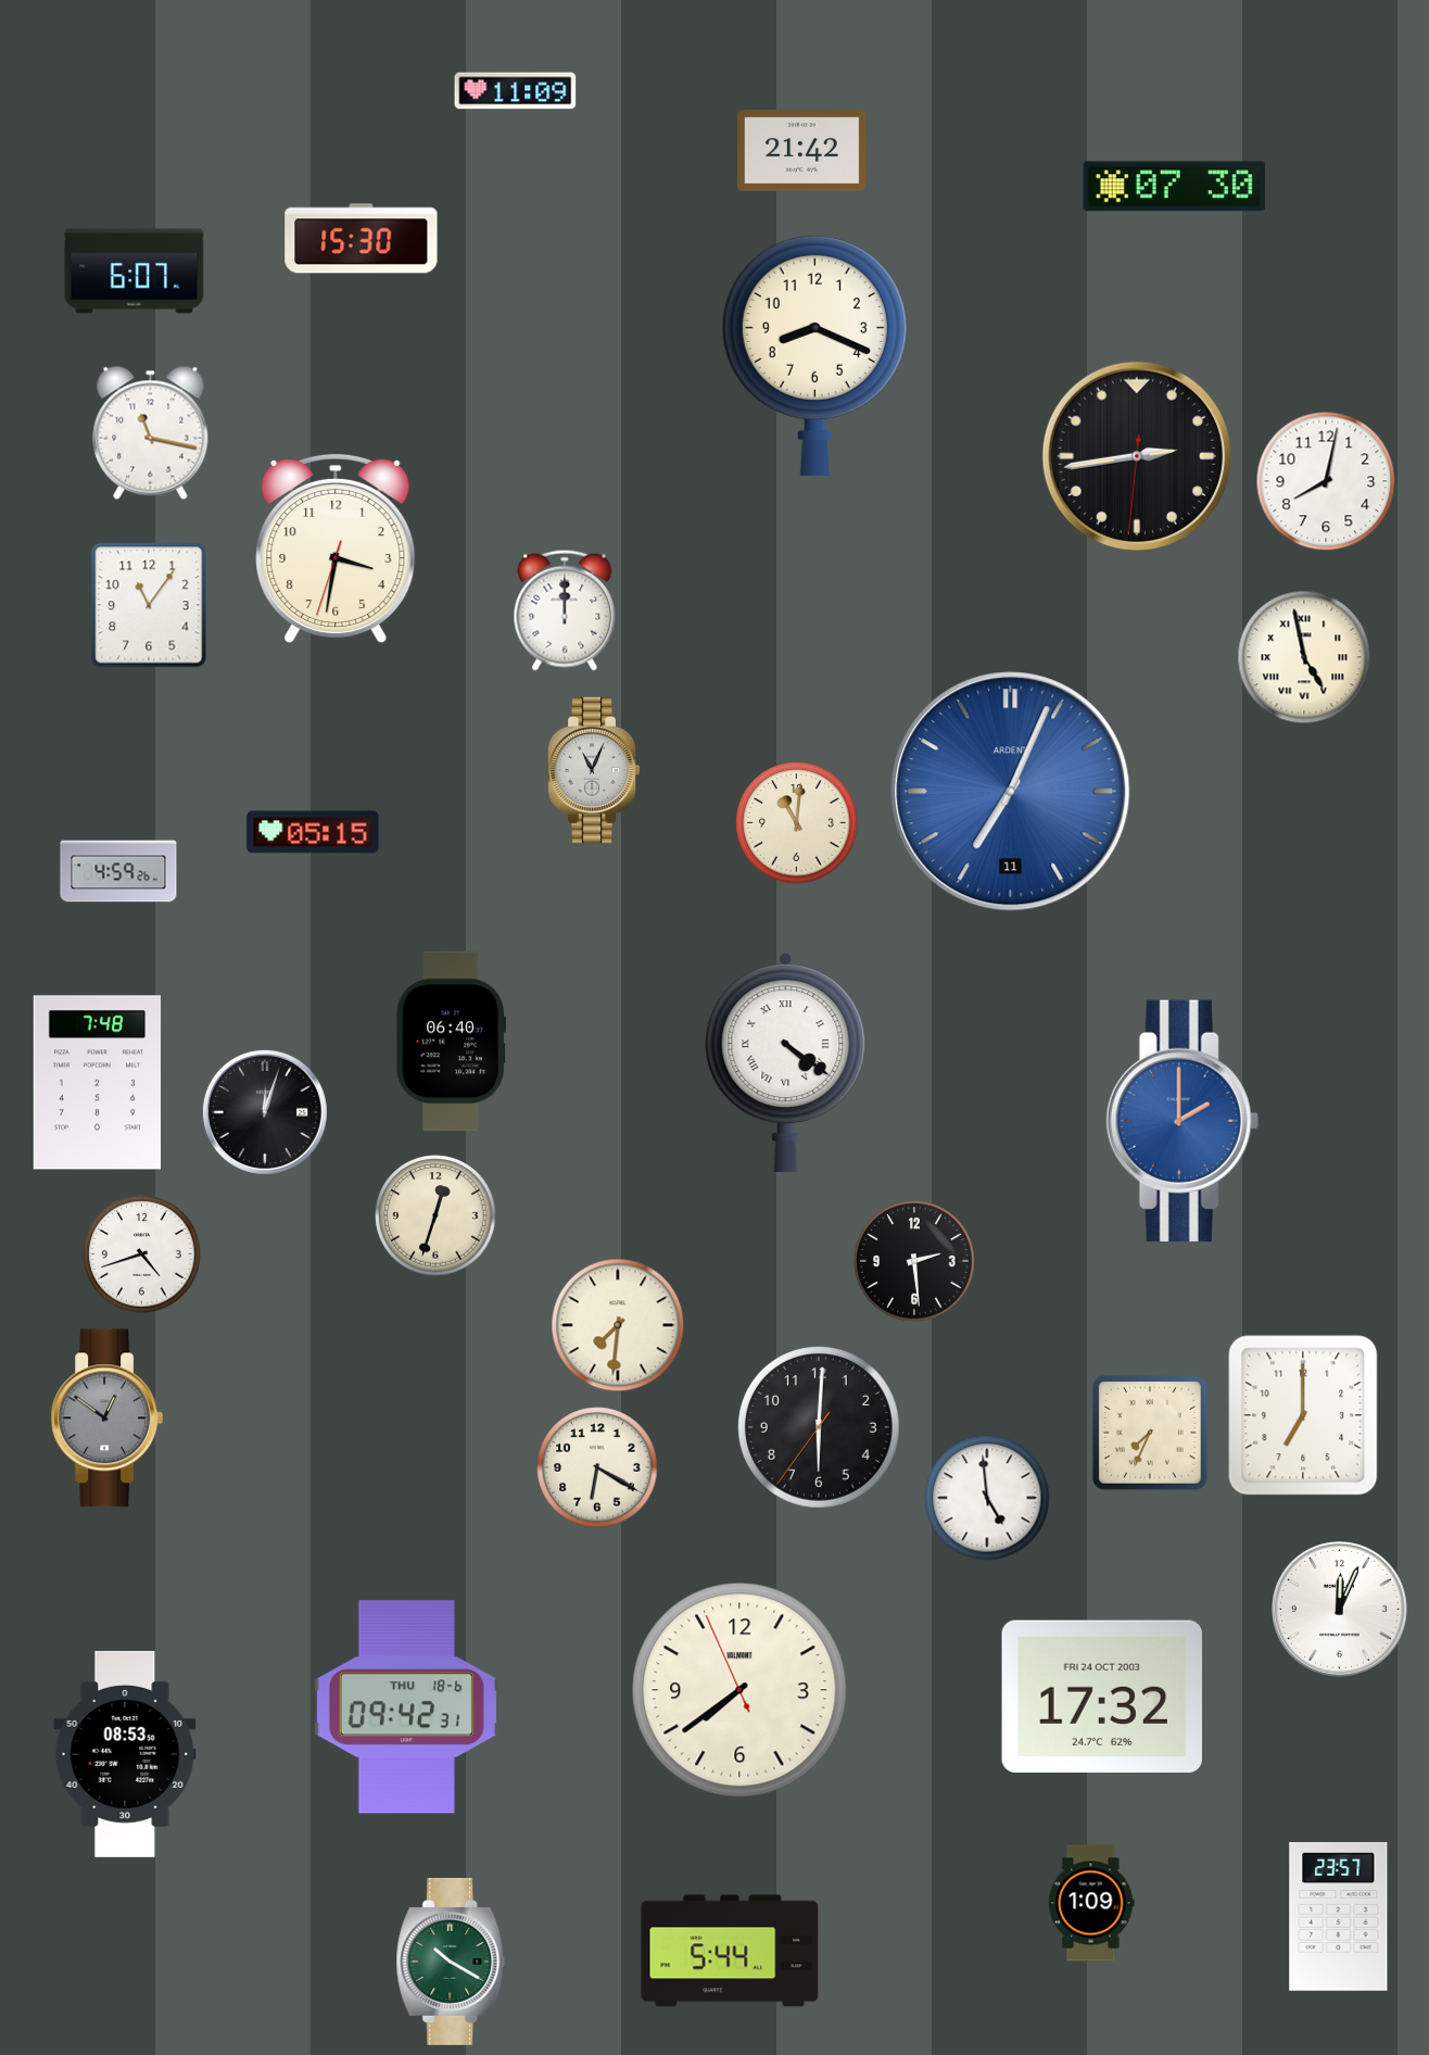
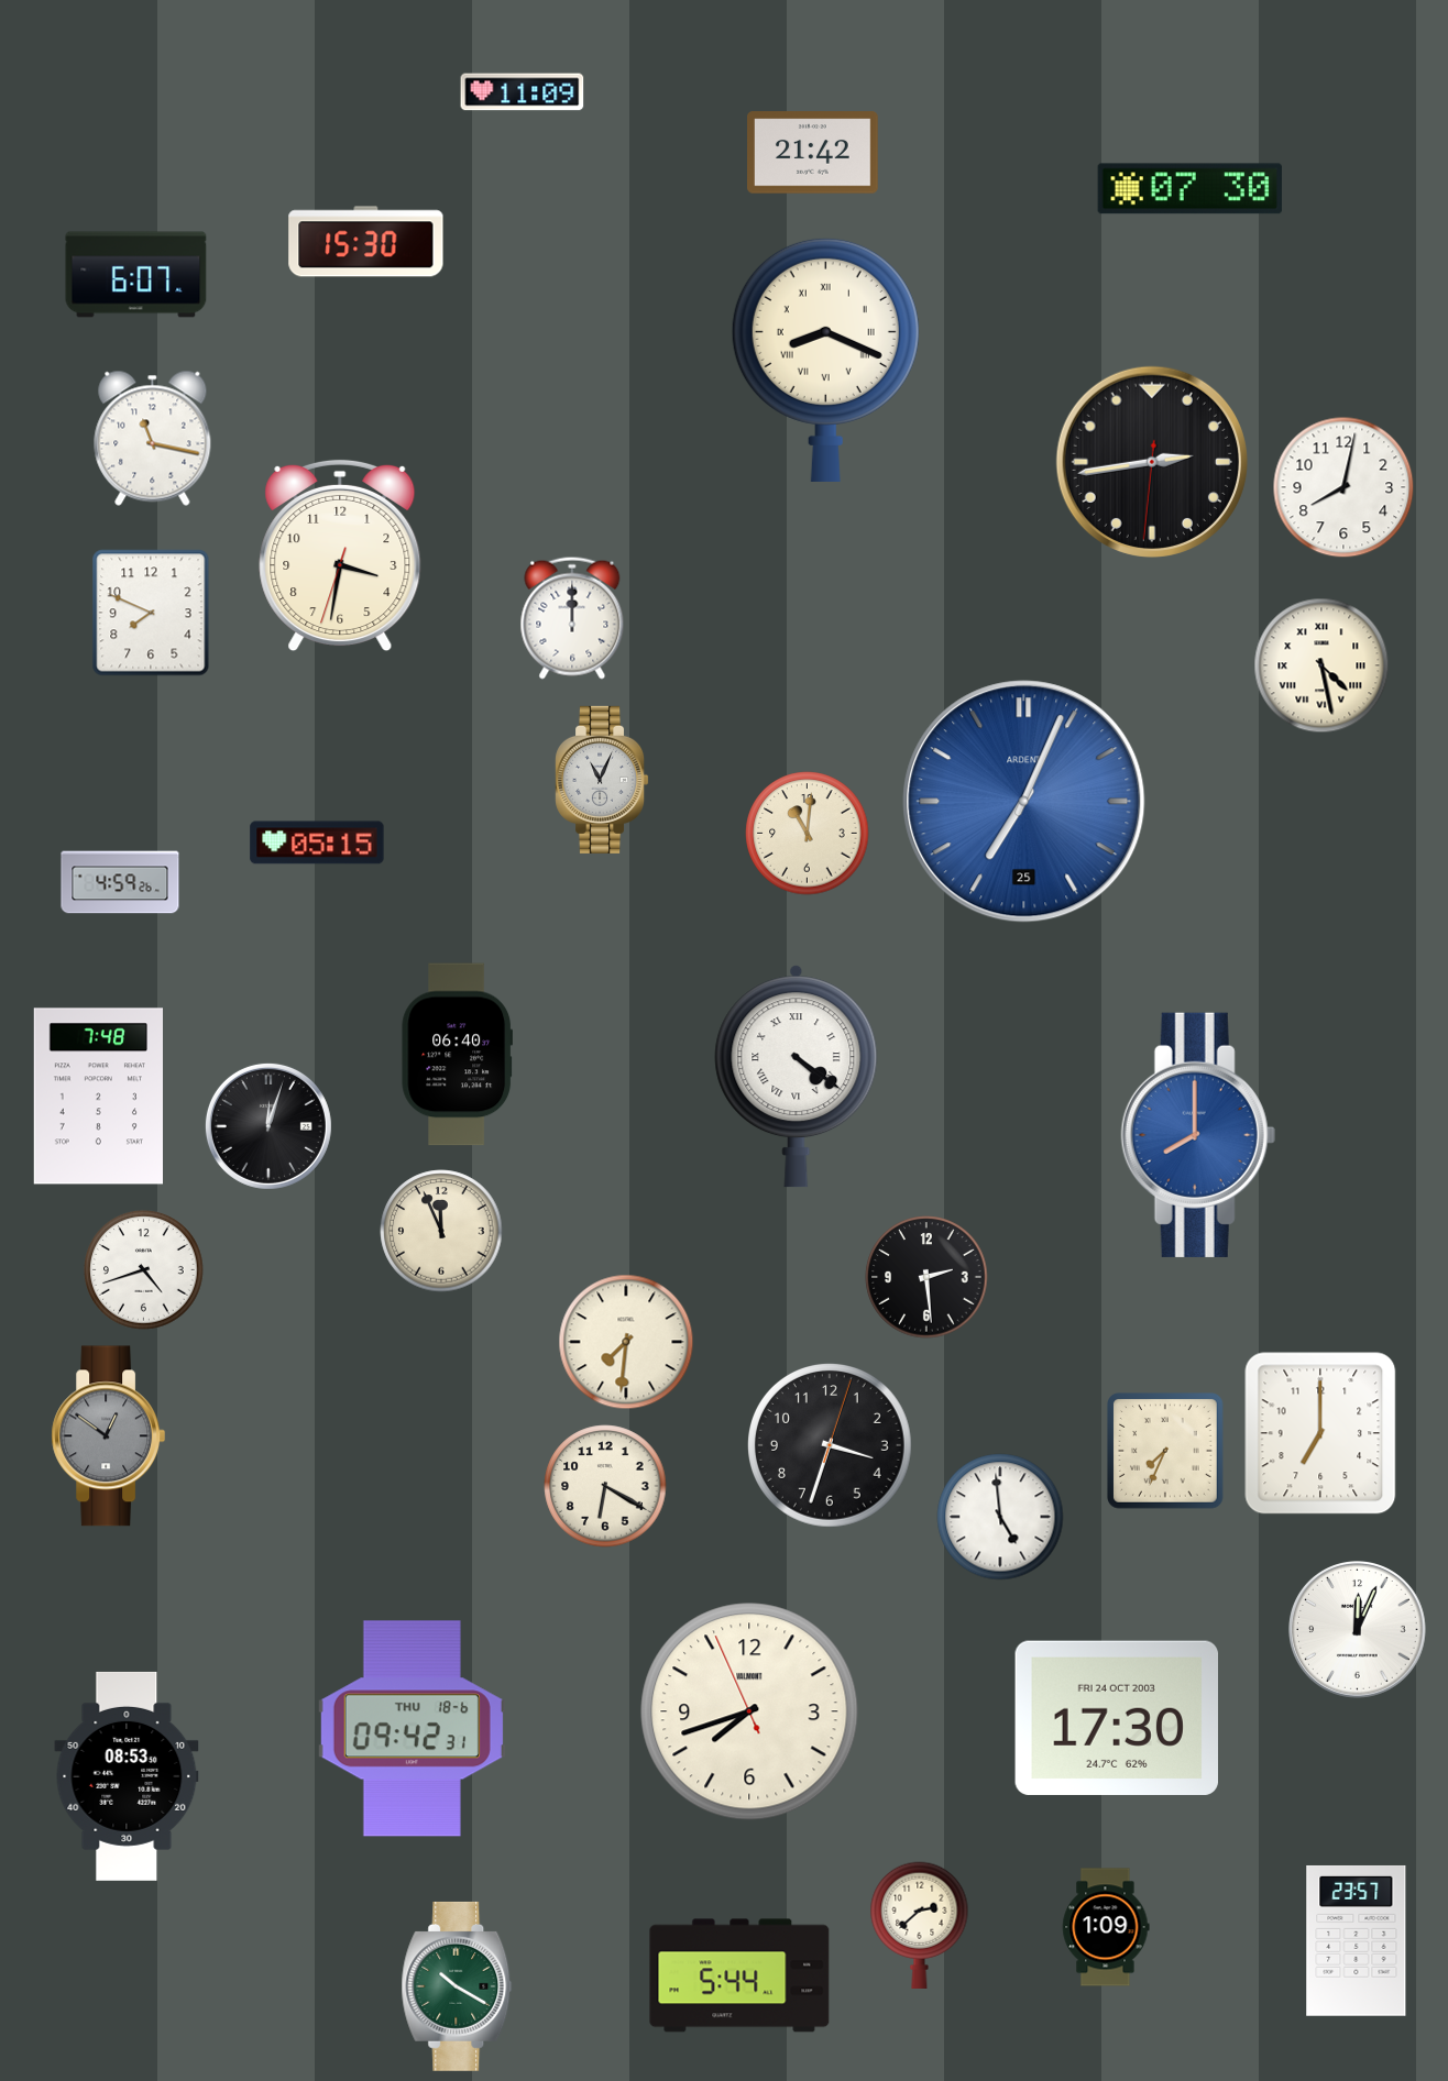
clock at (814, 355) numerals: Arabic -> Roman
clock at (149, 605): 11:06 -> 7:49
clock at (1304, 657): 4:58 -> 4:28
clock at (1011, 792) date: 11 -> 25
clock at (1183, 1121): 2:00 -> 8:00
clock at (435, 1215): 12:33 -> 11:56
clock at (820, 1428): 6:00 -> 3:33
clock at (739, 1690): 7:38 -> 7:41
clock at (1101, 1697): 17:32 -> 17:30
clock at (920, 1925): none -> 2:38
